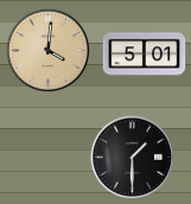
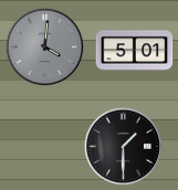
clock at (49, 51) dial: champagne -> grey
